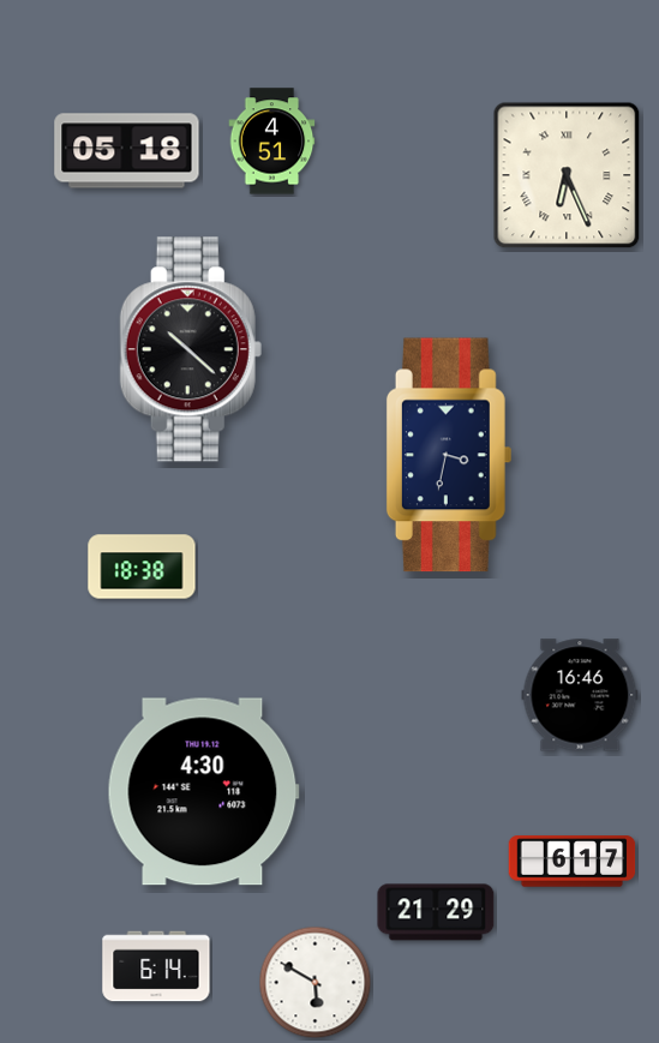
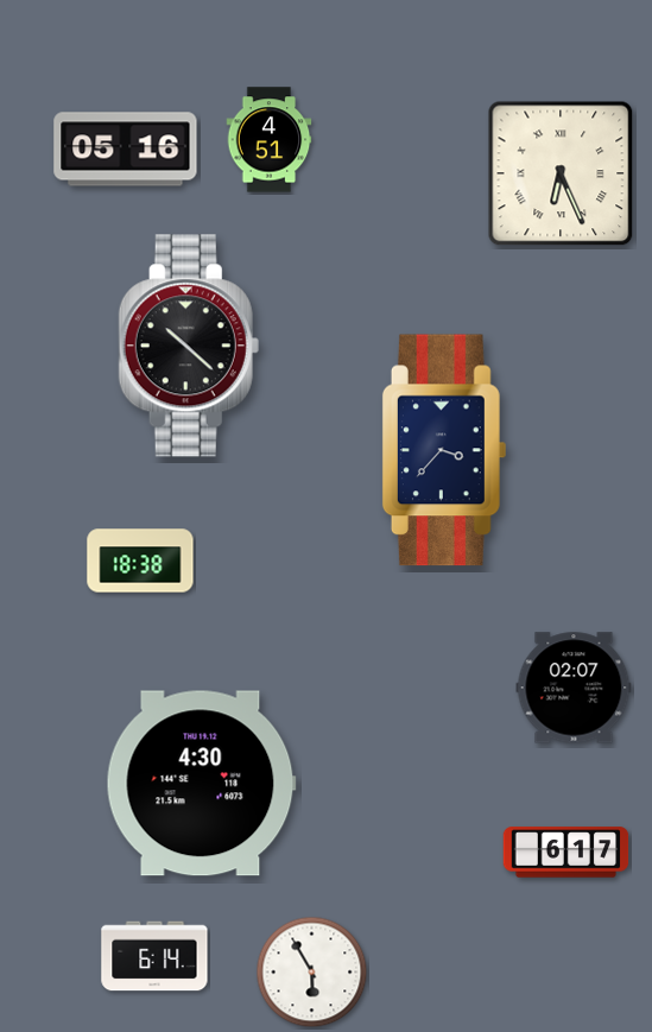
clock at (127, 151): 05:18 -> 05:16
clock at (448, 455): 3:32 -> 3:37
clock at (580, 695): 16:46 -> 02:07
clock at (436, 912): 21:29 -> none
clock at (316, 983): 5:50 -> 5:55
